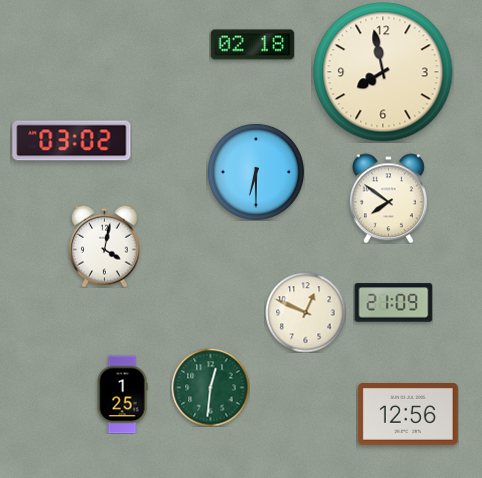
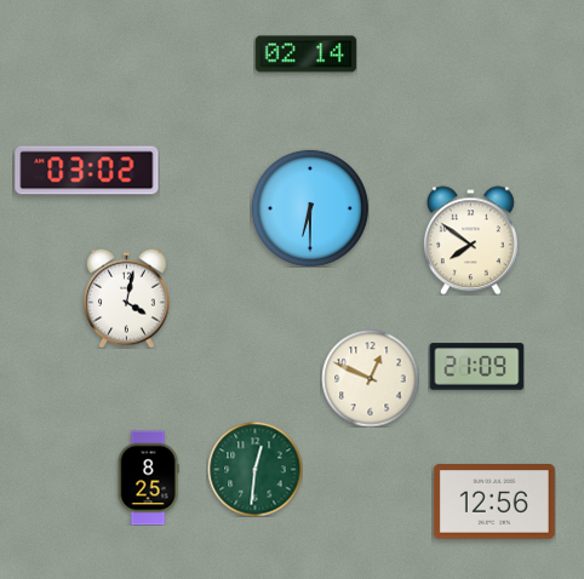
clock at (252, 45): 02:18 -> 02:14
clock at (383, 72): 7:58 -> none
clock at (122, 394): 1:25 -> 8:25
